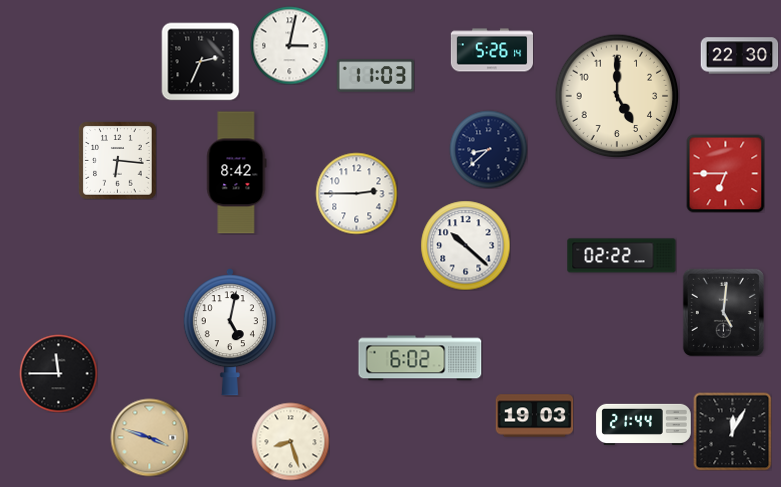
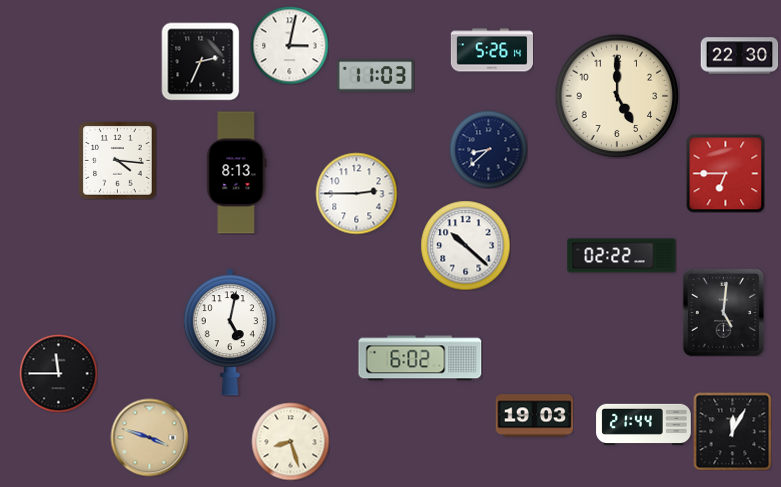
clock at (117, 160): 6:16 -> 4:16
clock at (237, 173): 8:42 -> 8:13
